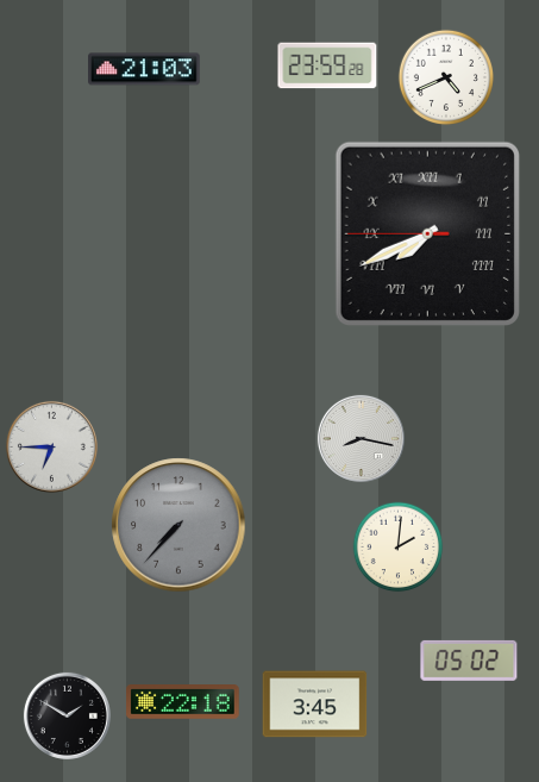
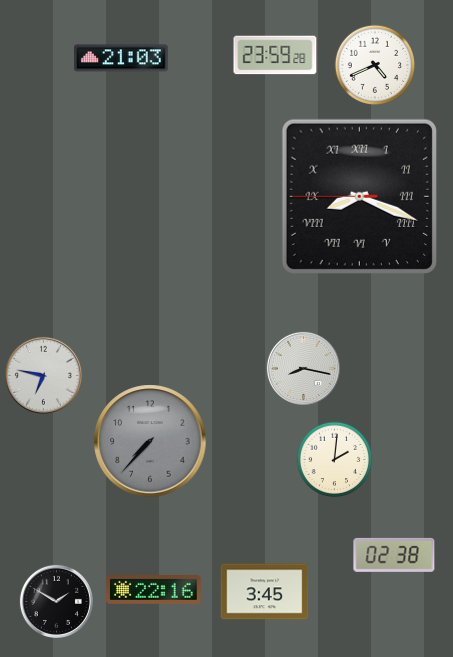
clock at (427, 233): 7:40 -> 8:18
clock at (51, 446): 6:45 -> 6:47
clock at (469, 661): 05:02 -> 02:38
clock at (183, 702): 22:18 -> 22:16
